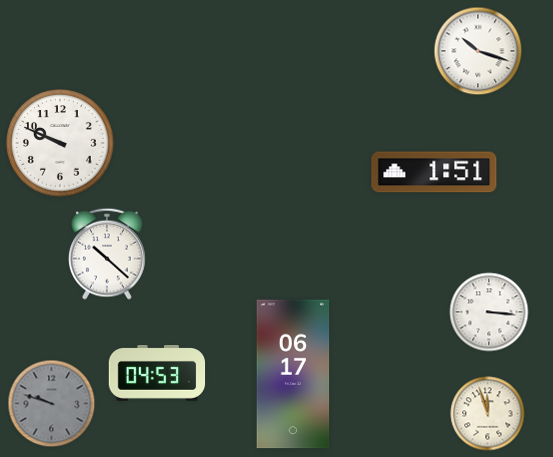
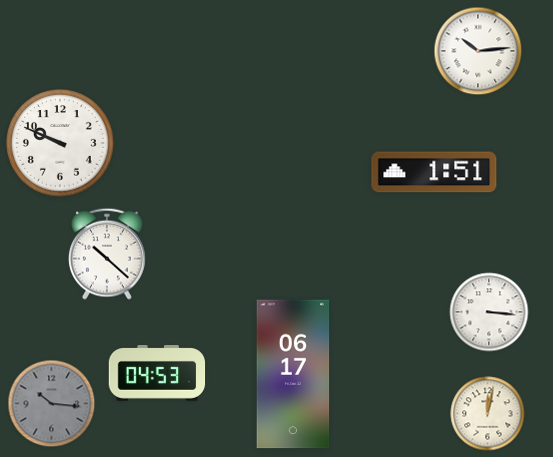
clock at (478, 51): 10:18 -> 10:14
clock at (52, 404): 9:48 -> 10:16
clock at (488, 414): 11:57 -> 12:02
